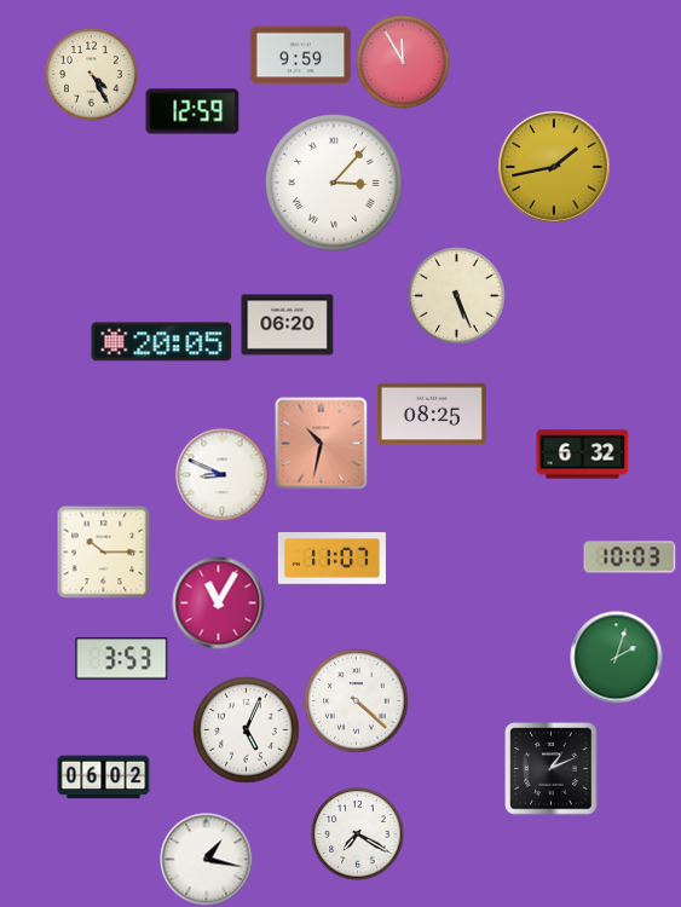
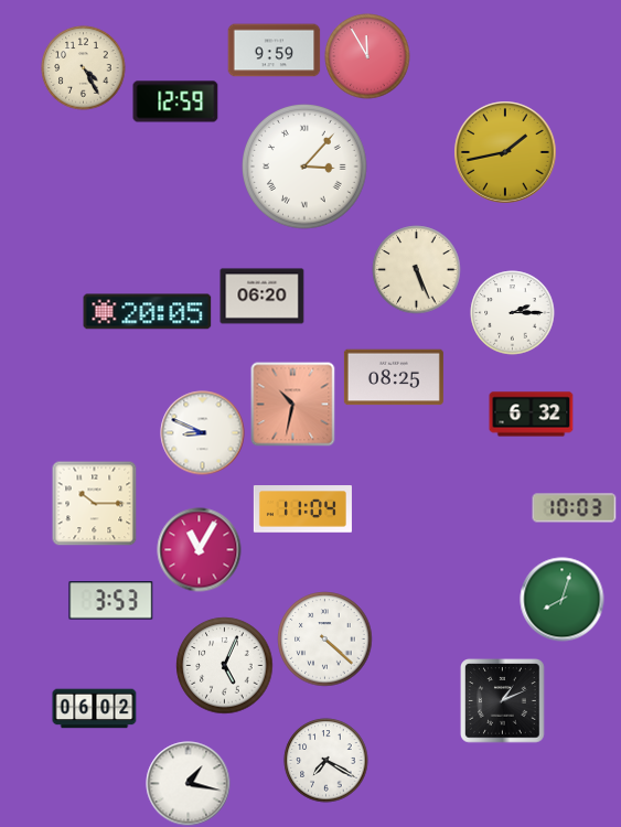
clock at (513, 313): none -> 2:15
clock at (331, 559): 11:07 -> 11:04
clock at (617, 658): 2:03 -> 8:03
